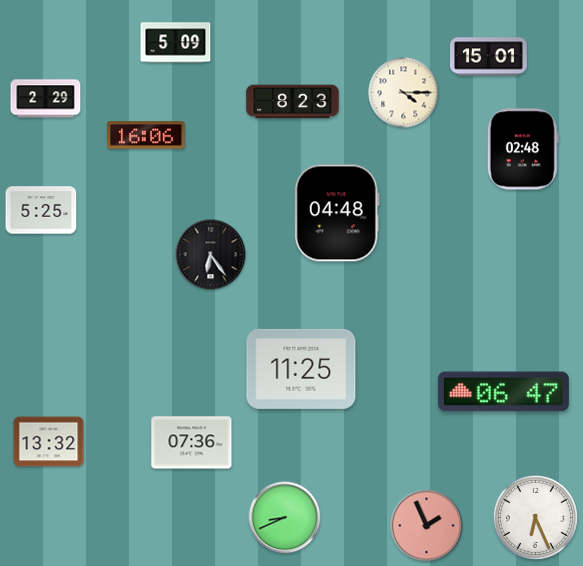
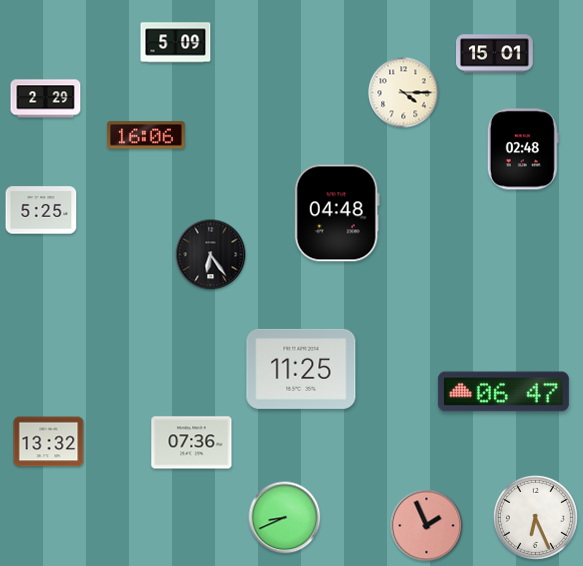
clock at (489, 57) position: (489, 57) -> (495, 54)
clock at (293, 102): 8:23 -> none
